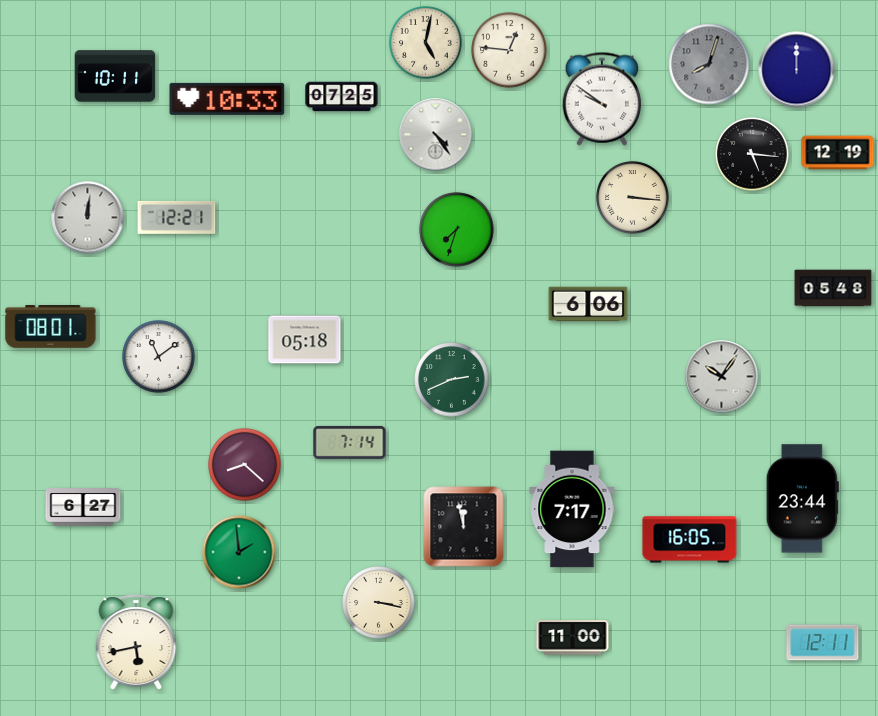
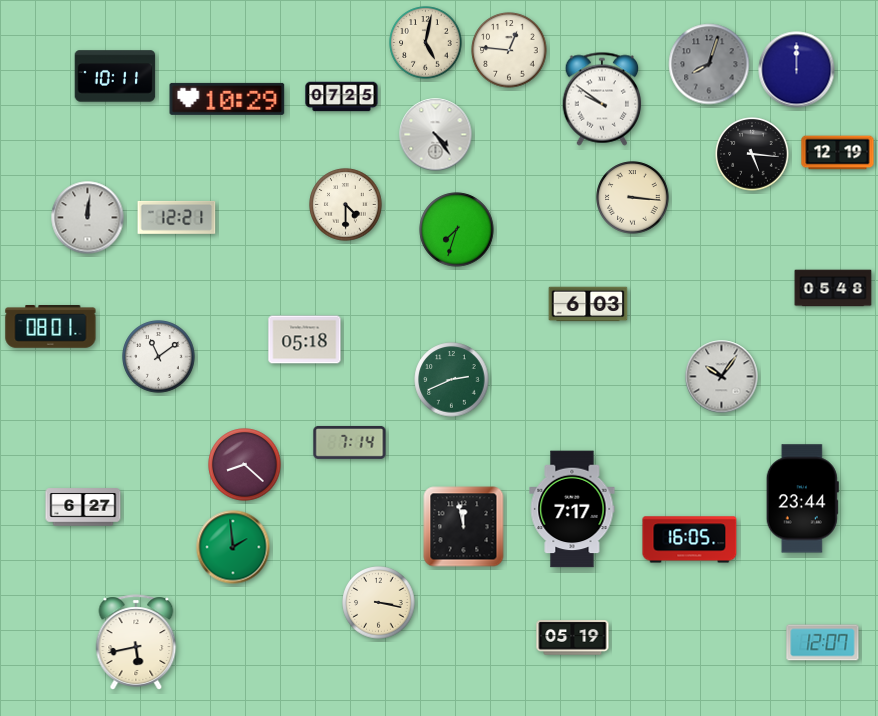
clock at (227, 99): 10:33 -> 10:29
clock at (346, 205): none -> 4:30
clock at (588, 304): 6:06 -> 6:03
clock at (239, 552) position: (239, 552) -> (233, 547)
clock at (573, 638): 11:00 -> 05:19
clock at (823, 643): 12:11 -> 12:07
